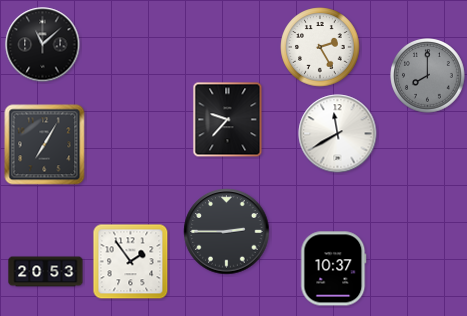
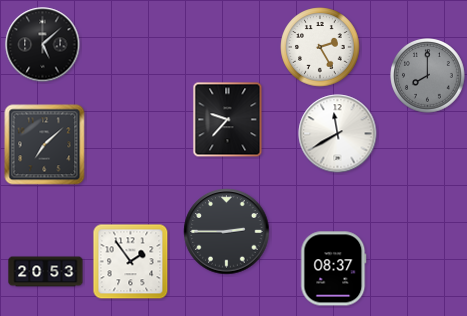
clock at (43, 45): 11:08 -> 5:08
clock at (45, 145): 7:05 -> 7:08
clock at (334, 269): 10:37 -> 08:37
